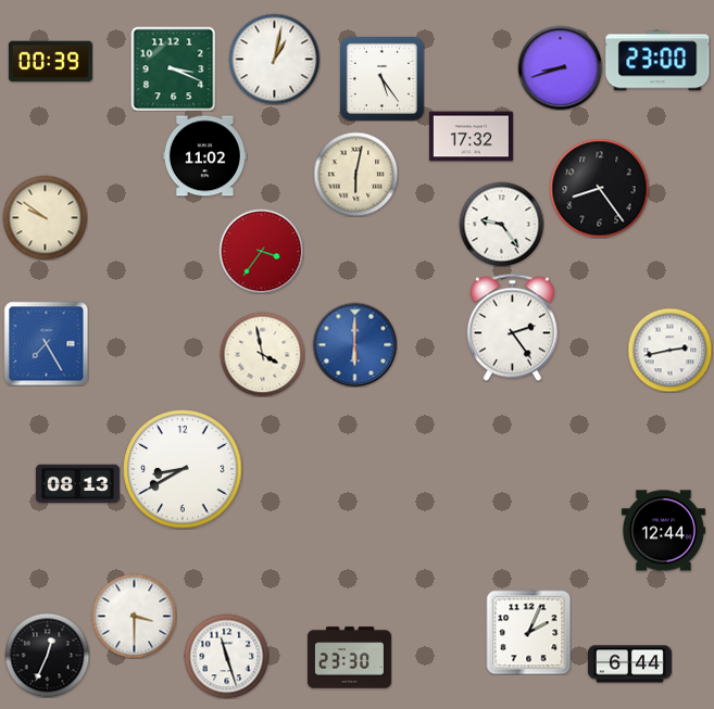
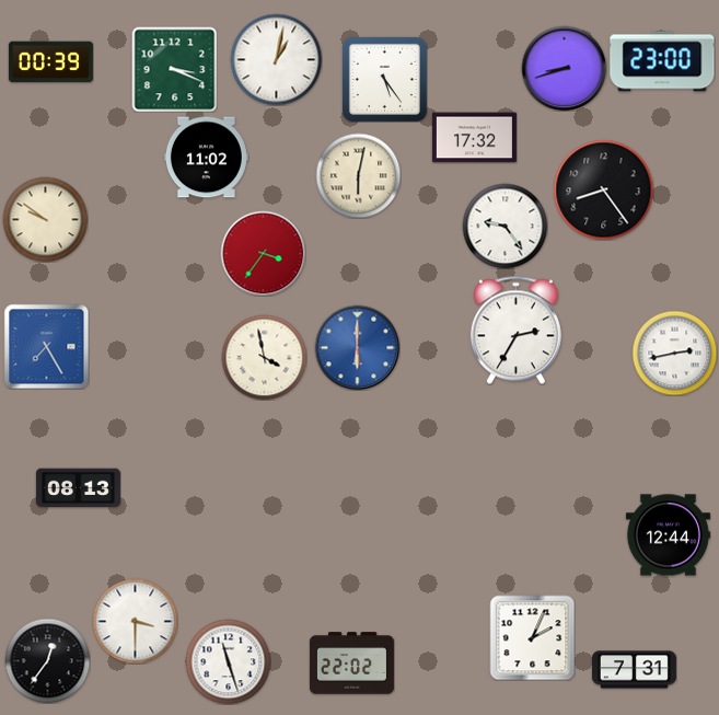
clock at (512, 327): 2:24 -> 2:35
clock at (183, 469): 8:40 -> none
clock at (47, 655): 12:34 -> 12:36
clock at (349, 658): 23:30 -> 22:02
clock at (629, 664): 6:44 -> 7:31
